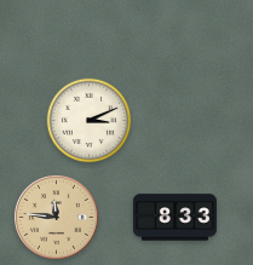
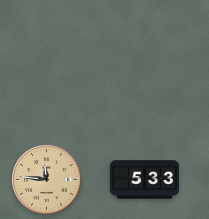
clock at (90, 121): 3:11 -> none
clock at (174, 218): 8:33 -> 5:33
